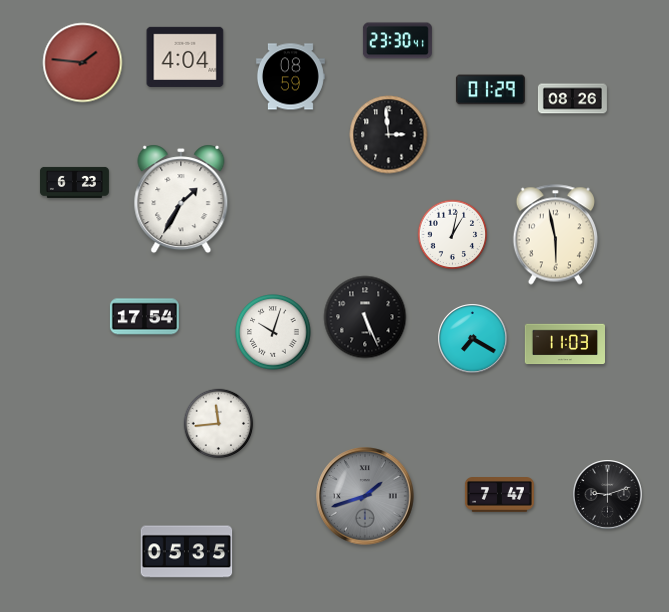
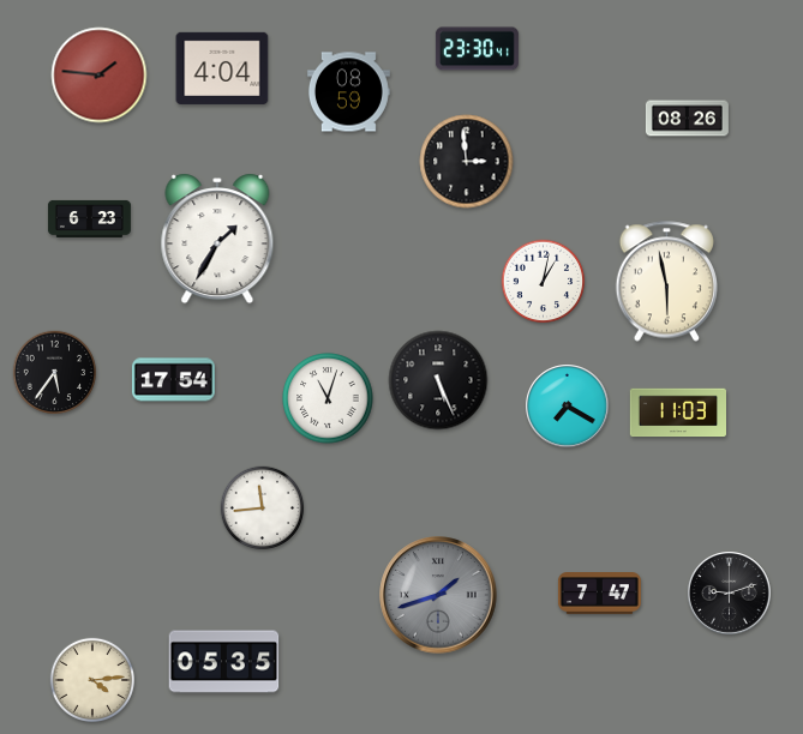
clock at (490, 90): 01:29 -> none
clock at (55, 373): none -> 5:36
clock at (273, 332): 10:03 -> 11:03
clock at (91, 679): none -> 4:14
